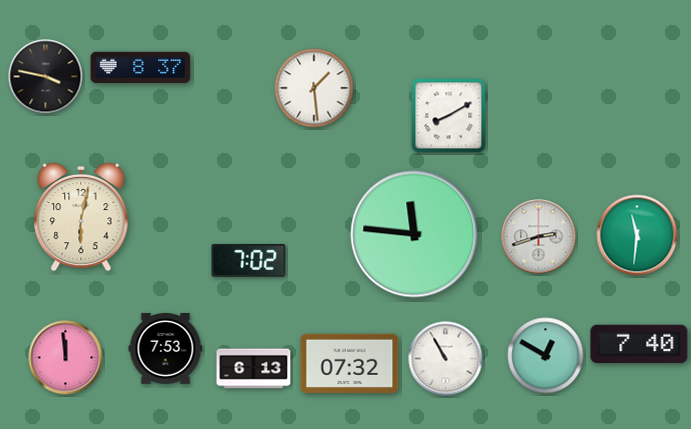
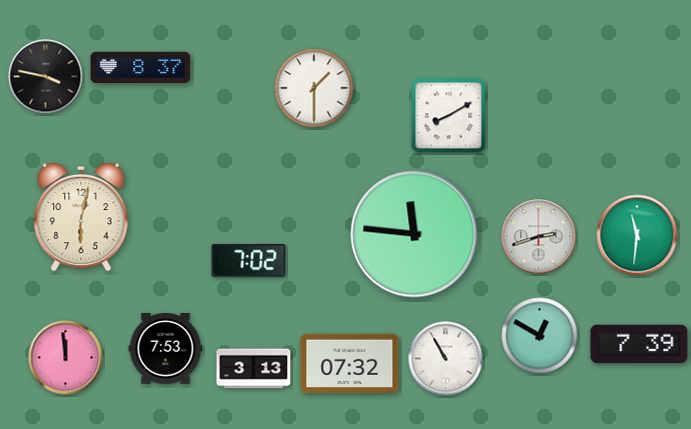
clock at (314, 88): 1:29 -> 1:30
clock at (639, 344): 7:40 -> 7:39
clock at (546, 356) position: (546, 356) -> (540, 336)
clock at (254, 369): 6:13 -> 3:13
